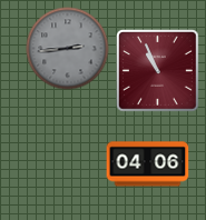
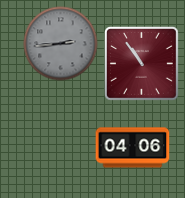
clock at (158, 71): 10:56 -> 10:54
